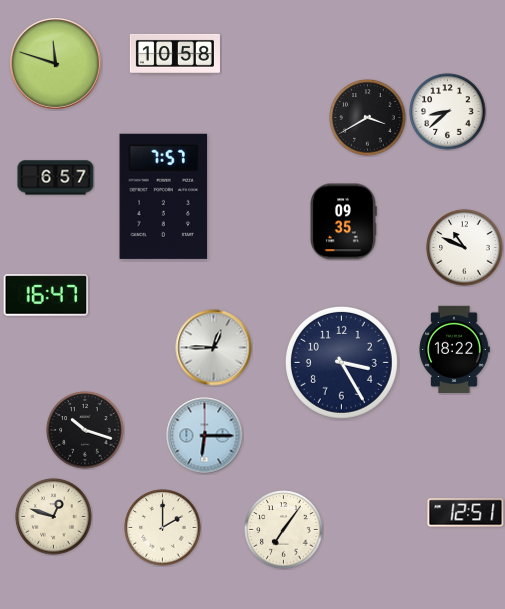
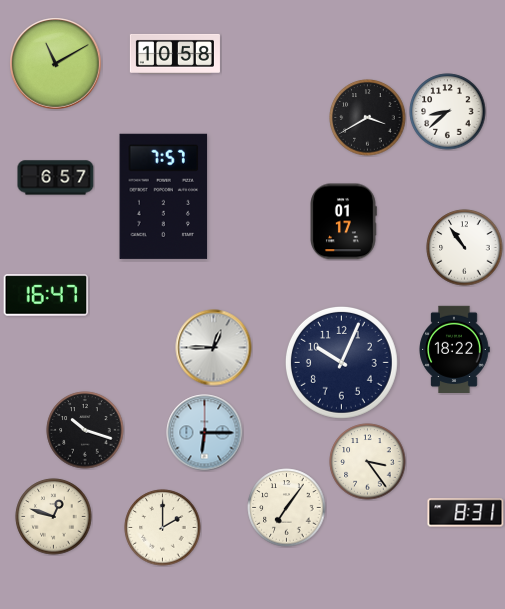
clock at (56, 64): 11:48 -> 11:10
clock at (343, 222): 09:35 -> 01:17
clock at (465, 248): 10:49 -> 10:54
clock at (341, 362): 3:25 -> 10:04
clock at (205, 436) position: (205, 436) -> (205, 433)
clock at (368, 462): none -> 3:24
clock at (466, 513): 12:51 -> 8:31
clock at (284, 530) position: (284, 530) -> (287, 508)
